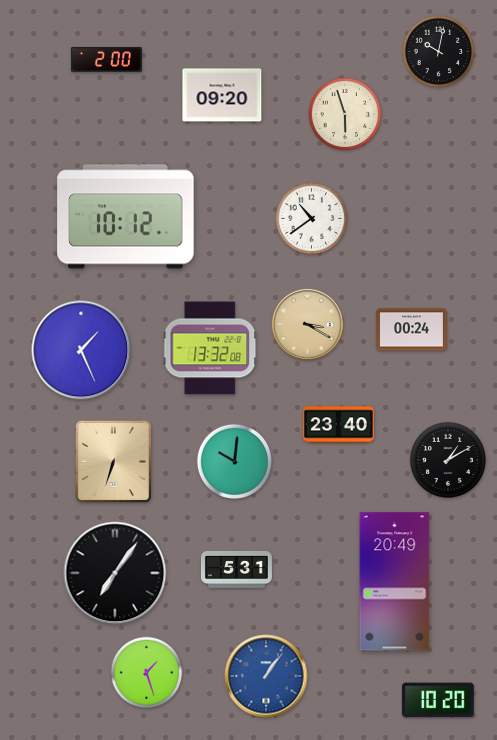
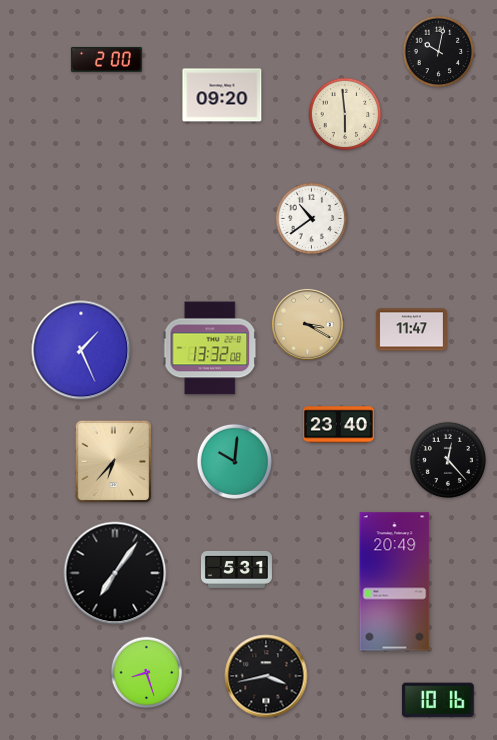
clock at (345, 114): 5:57 -> 5:59
clock at (126, 217): 10:12 -> none
clock at (411, 330): 00:24 -> 11:47
clock at (448, 460): 1:10 -> 12:23
clock at (114, 462): 6:33 -> 6:37
clock at (147, 673): 1:27 -> 8:27
clock at (266, 676): 1:06 -> 3:43
clock at (266, 676) dial: blue -> black
clock at (438, 700): 10:20 -> 10:16
